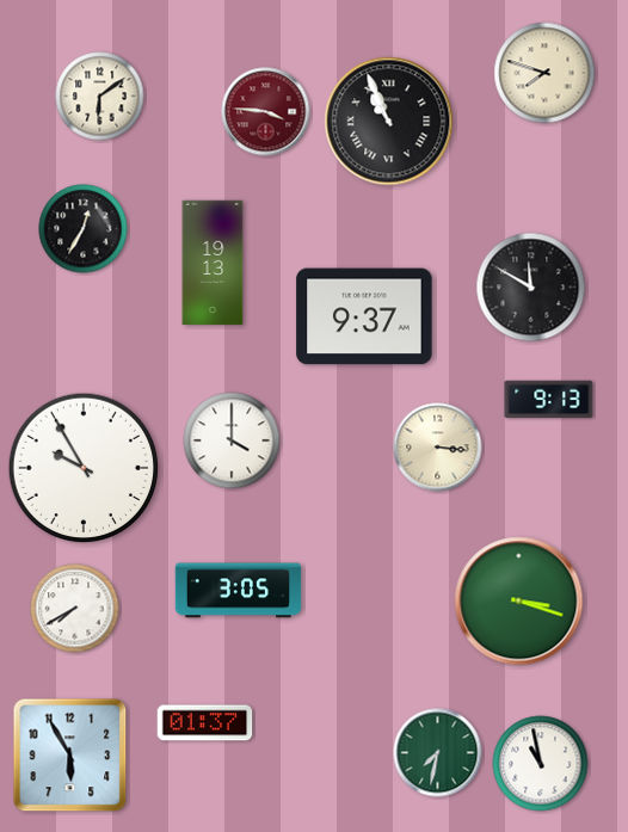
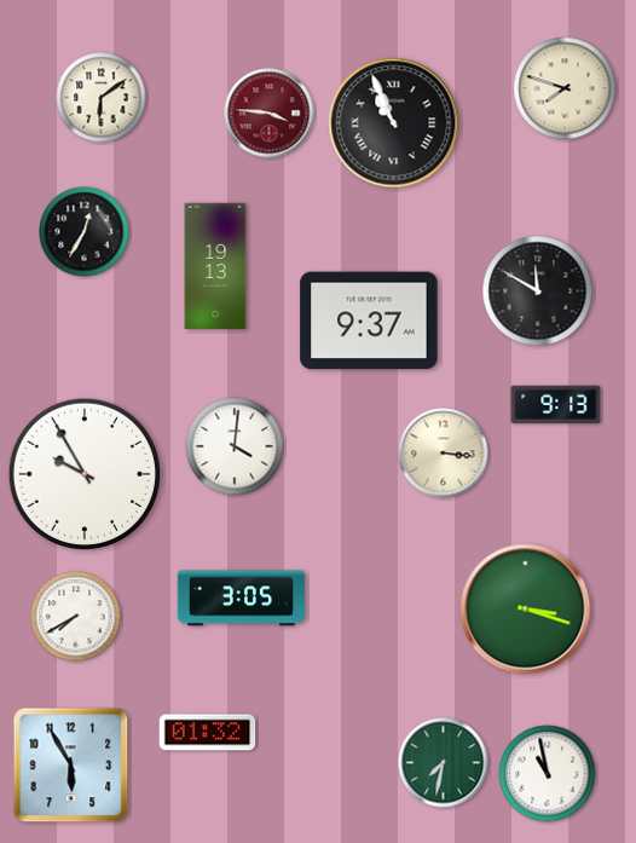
clock at (544, 73) position: (544, 73) -> (565, 88)
clock at (232, 440): 4:00 -> 4:01
clock at (205, 723): 01:37 -> 01:32
